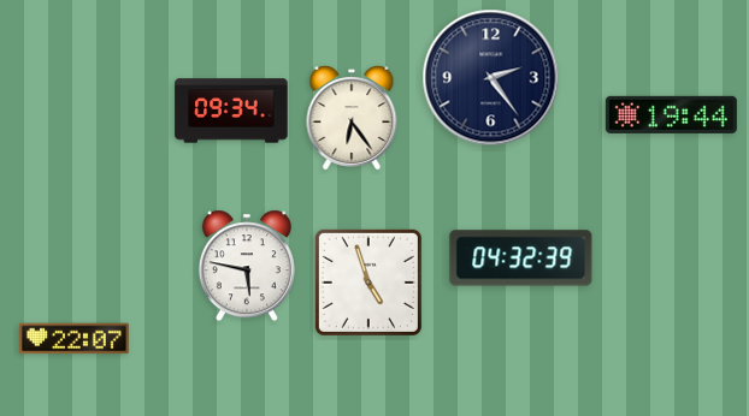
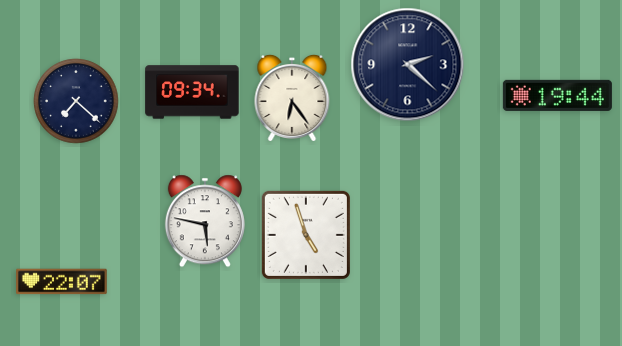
clock at (491, 78): 2:24 -> 2:22
clock at (76, 101): none -> 7:22
clock at (521, 258): 04:32 -> none
